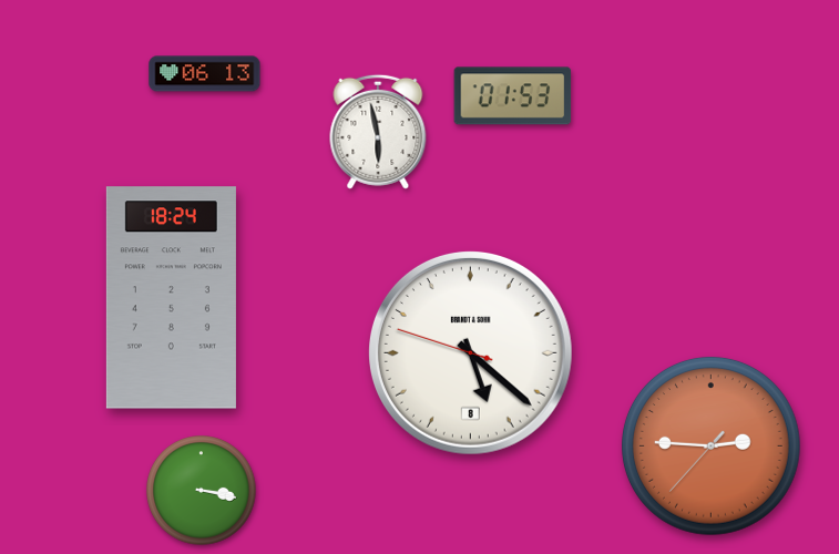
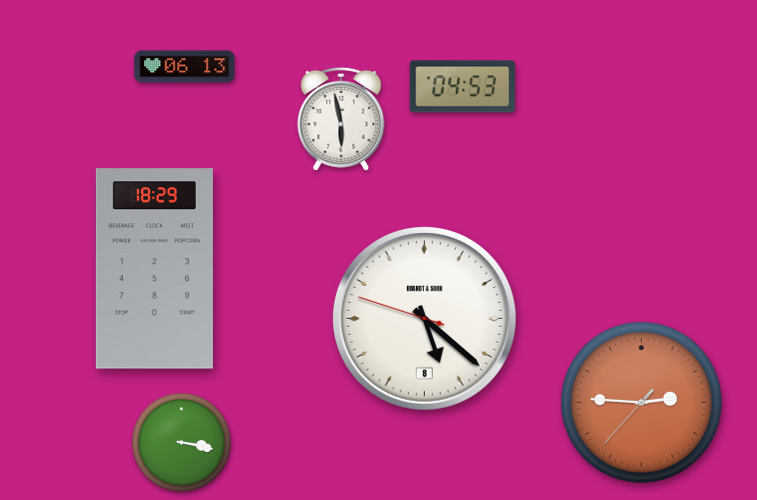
clock at (513, 96): 01:53 -> 04:53
clock at (171, 298): 18:24 -> 18:29
